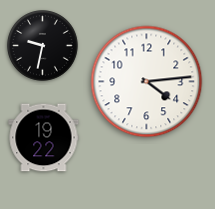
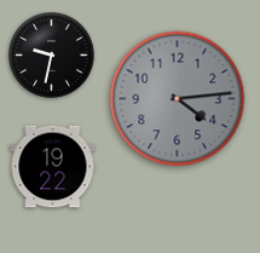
clock at (147, 82) dial: white -> grey
